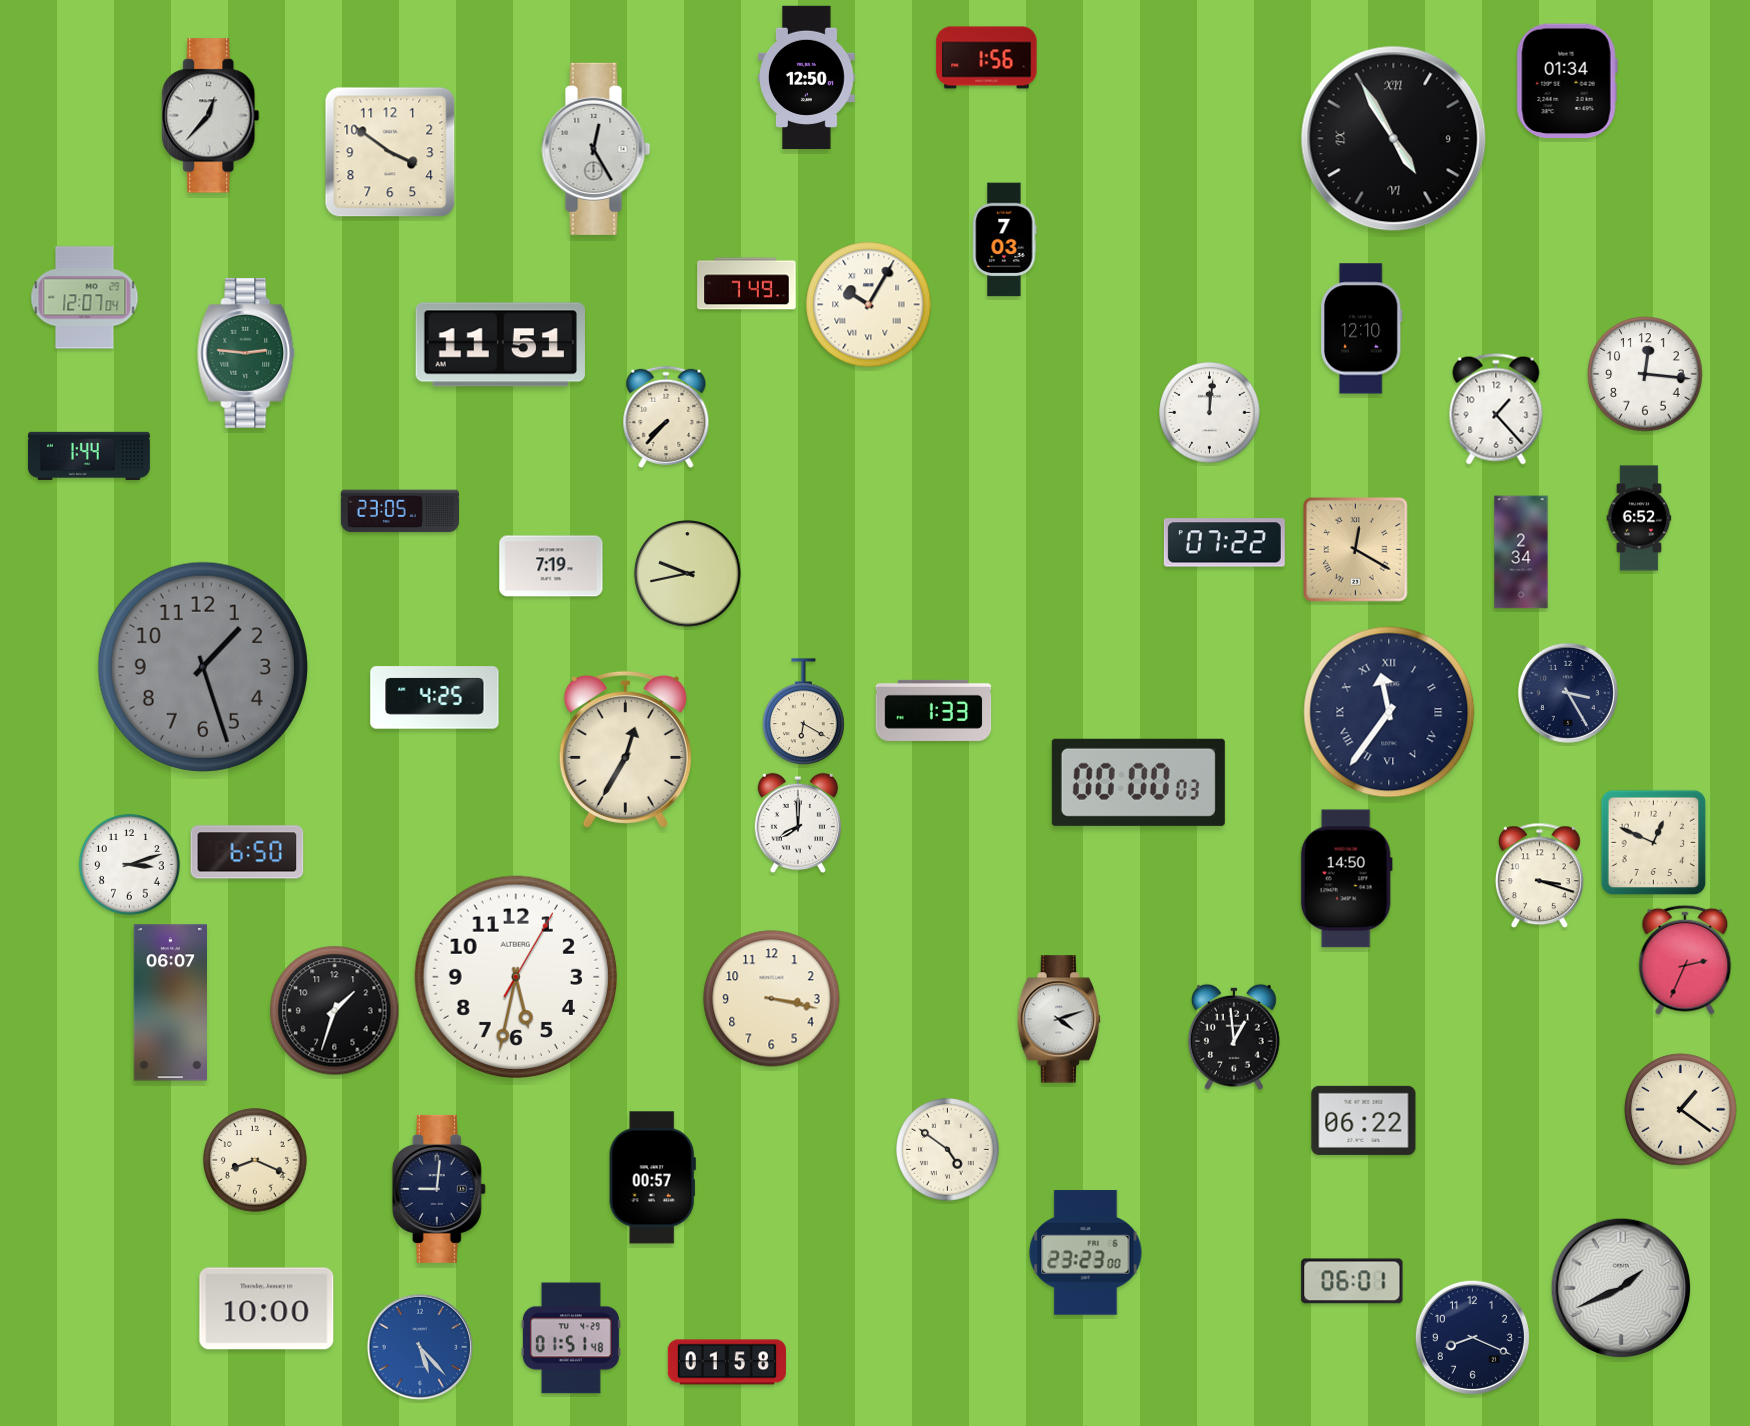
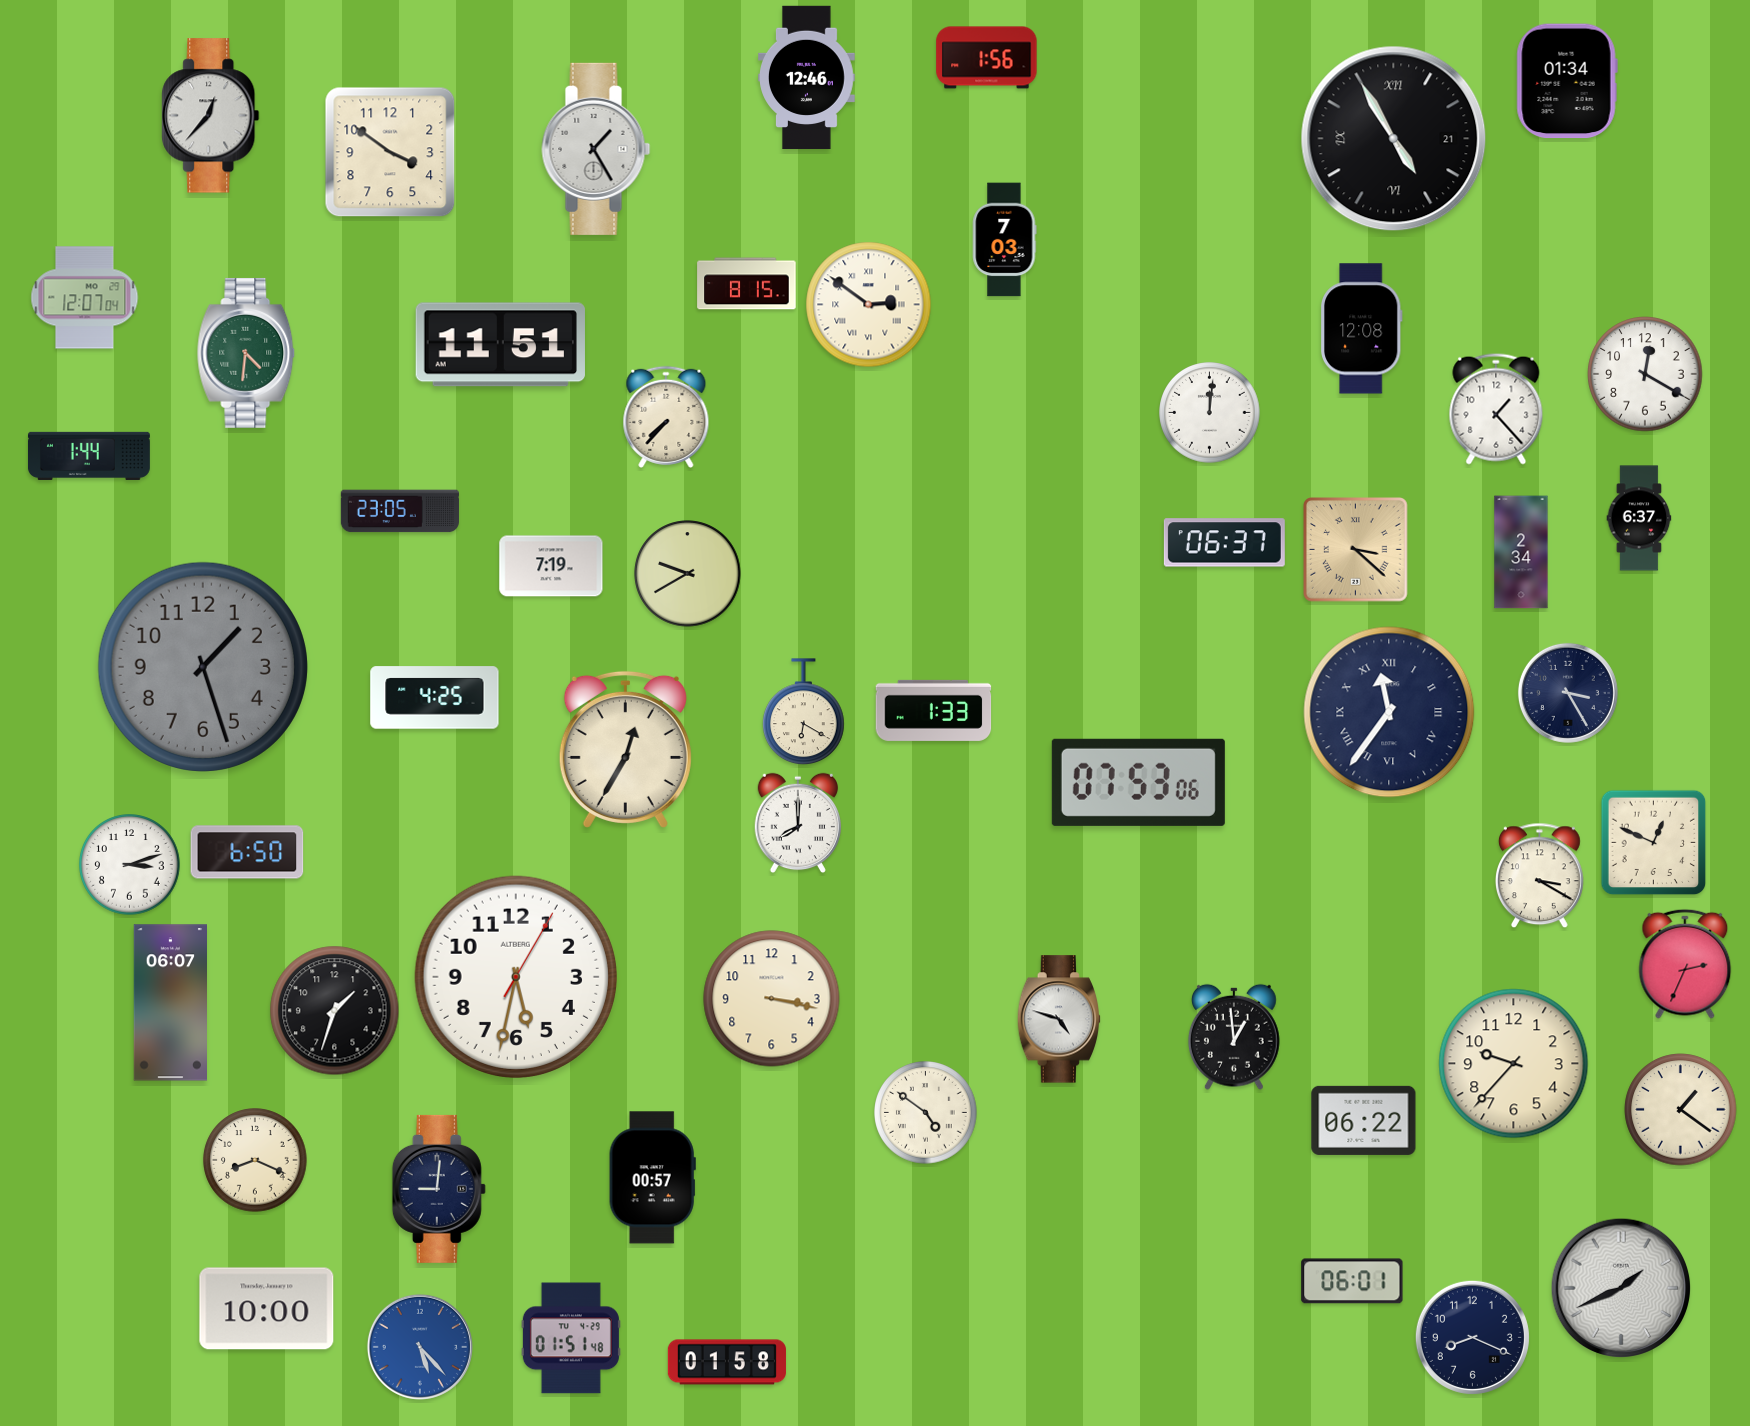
clock at (807, 78): 12:50 -> 12:46
clock at (1394, 139) date: 9 -> 21
clock at (596, 149): 12:25 -> 1:25
clock at (747, 284): 7:49 -> 8:15
clock at (869, 305): 10:05 -> 2:51
clock at (1361, 329): 12:10 -> 12:08
clock at (246, 353): 2:46 -> 4:31
clock at (1645, 374): 12:16 -> 12:20
clock at (1639, 518): 6:52 -> 6:37
clock at (1224, 543): 07:22 -> 06:37
clock at (1356, 550): 12:20 -> 3:22
clock at (688, 574): 9:43 -> 9:40
clock at (1138, 782): 00:00 -> 07:53
clock at (1539, 876): 3:18 -> 3:20
clock at (1346, 879): 14:50 -> none
clock at (1685, 960) position: (1685, 960) -> (1685, 964)
clock at (1059, 1019): 4:12 -> 4:48
clock at (1514, 1064): none -> 9:37
clock at (948, 1150) position: (948, 1150) -> (926, 1113)
clock at (1086, 1253): 23:23 -> none
